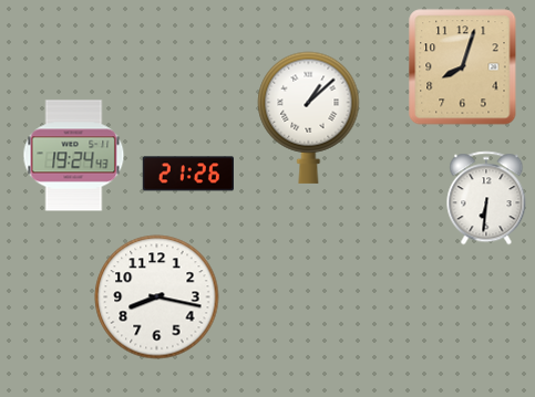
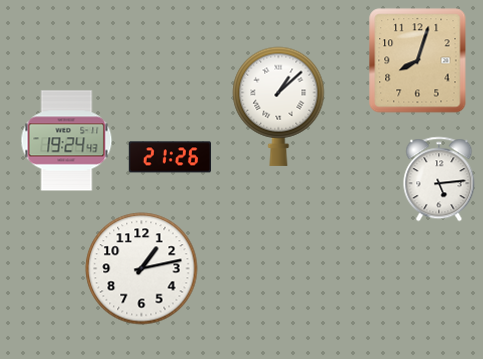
clock at (486, 198): 6:31 -> 5:14
clock at (157, 297): 8:17 -> 1:13
